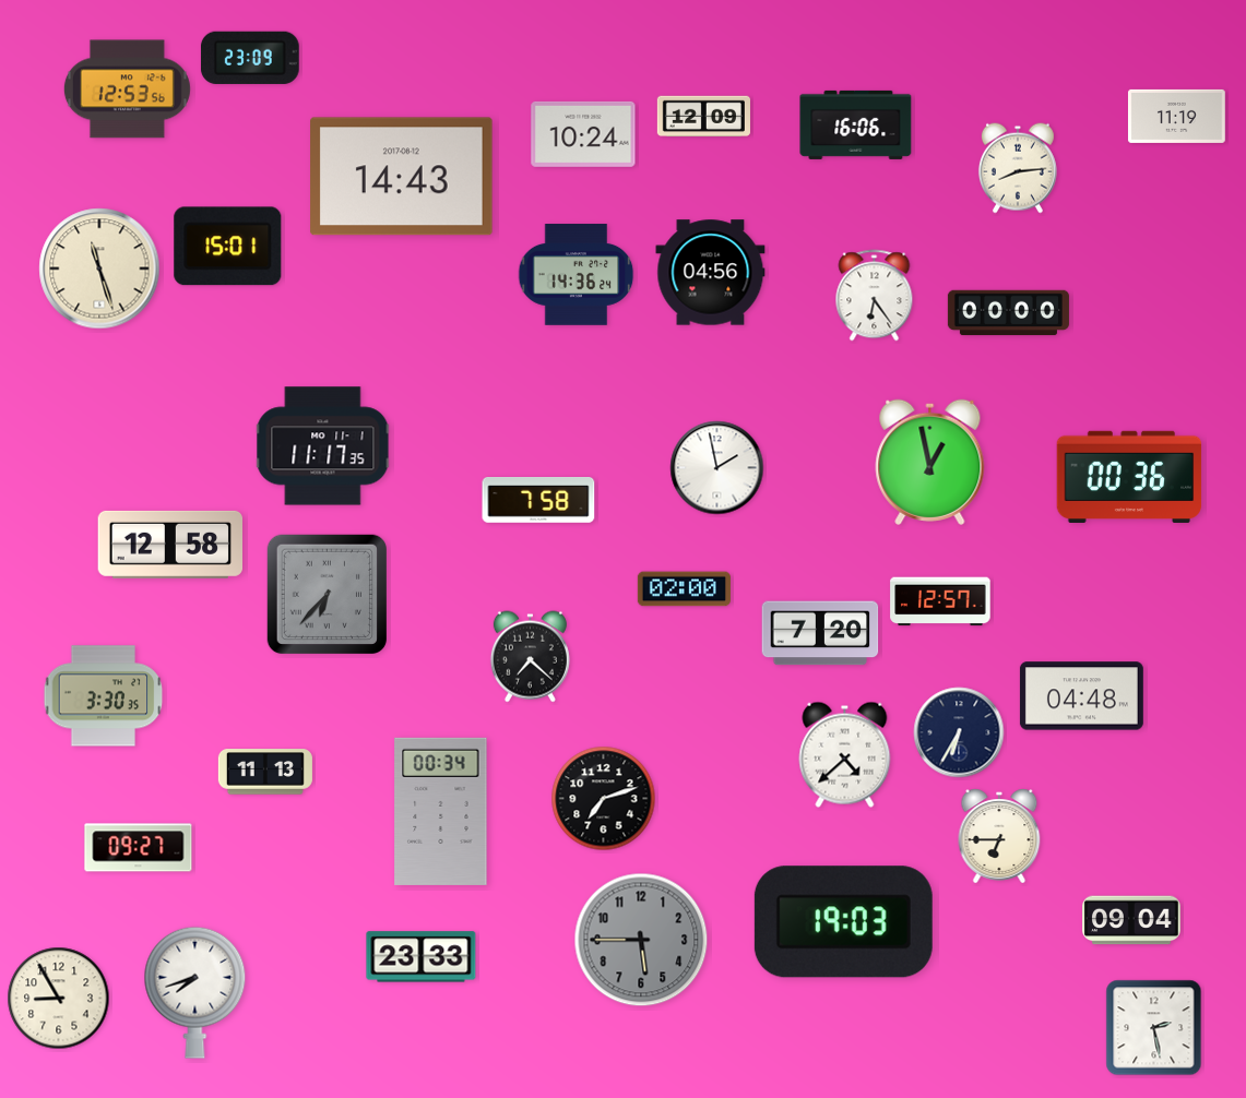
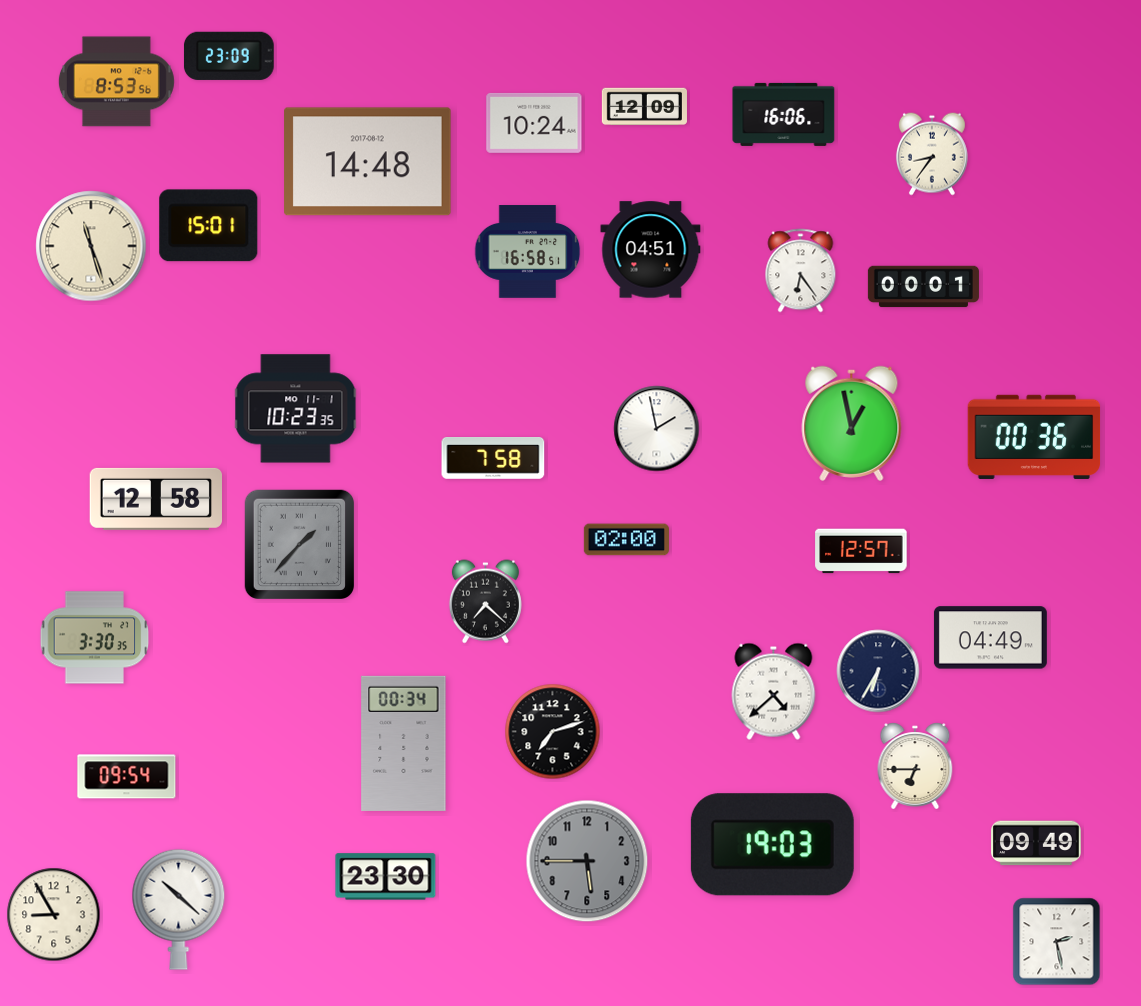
clock at (250, 58) position: (250, 58) -> (229, 56)
clock at (127, 89): 12:53 -> 8:53
clock at (1177, 116): 11:19 -> none
clock at (1018, 168): 8:14 -> 8:36
clock at (402, 177): 14:43 -> 14:48
clock at (711, 273): 04:56 -> 04:51
clock at (577, 275): 14:36 -> 16:58
clock at (1008, 313): 00:00 -> 00:01
clock at (323, 446): 11:17 -> 10:23
clock at (327, 594): 6:37 -> 1:37
clock at (820, 633): 7:20 -> none
clock at (1081, 696): 04:48 -> 04:49
clock at (265, 772): 11:13 -> none
clock at (139, 848): 09:27 -> 09:54
clock at (1131, 920): 09:04 -> 09:49
clock at (422, 957): 23:33 -> 23:30
clock at (195, 992): 7:42 -> 10:22
